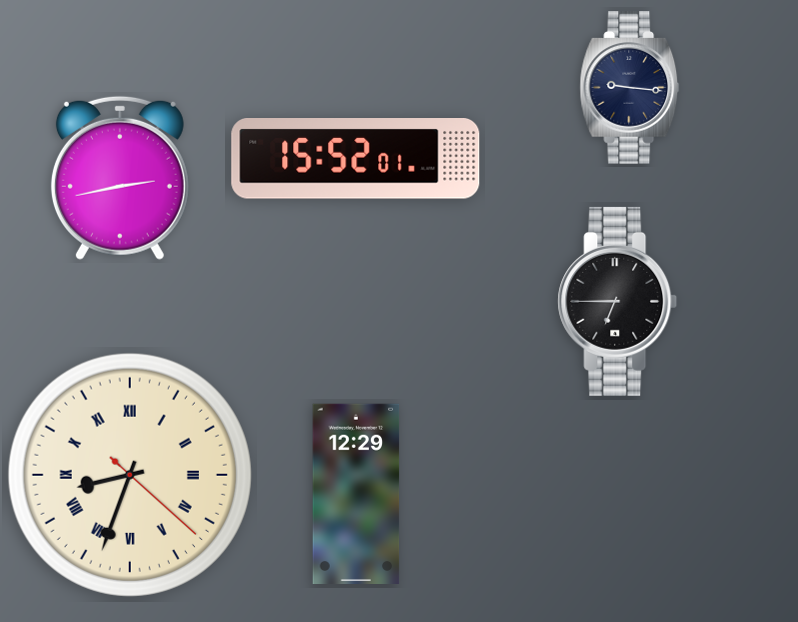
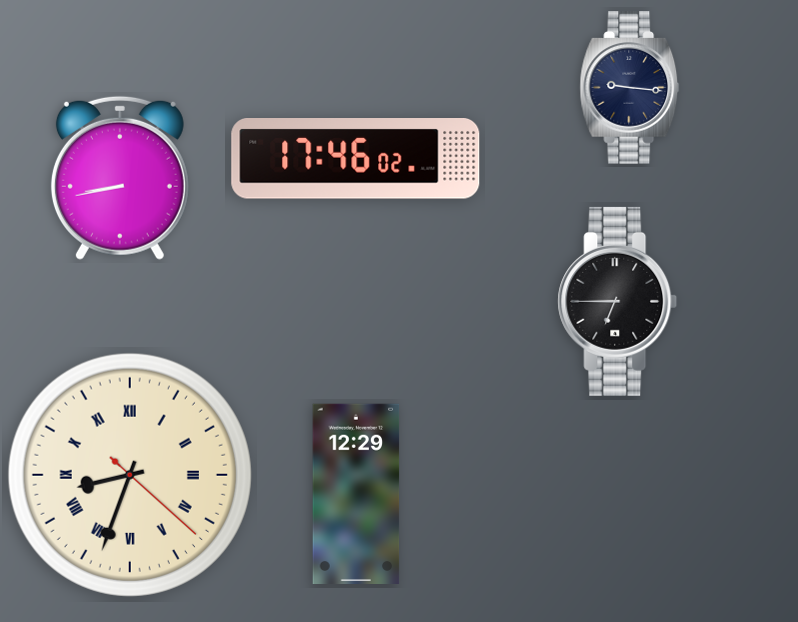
clock at (356, 159): 15:52 -> 17:46
clock at (120, 178): 2:43 -> 8:43
